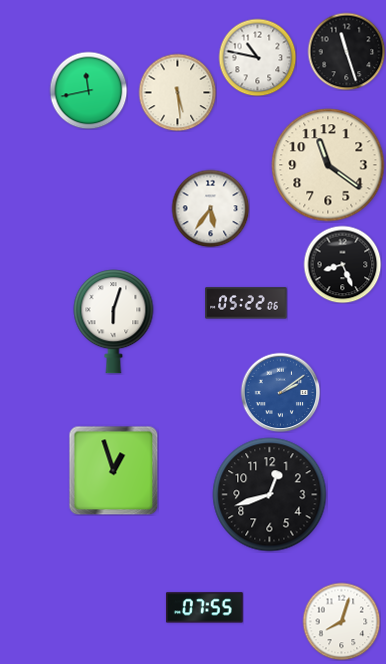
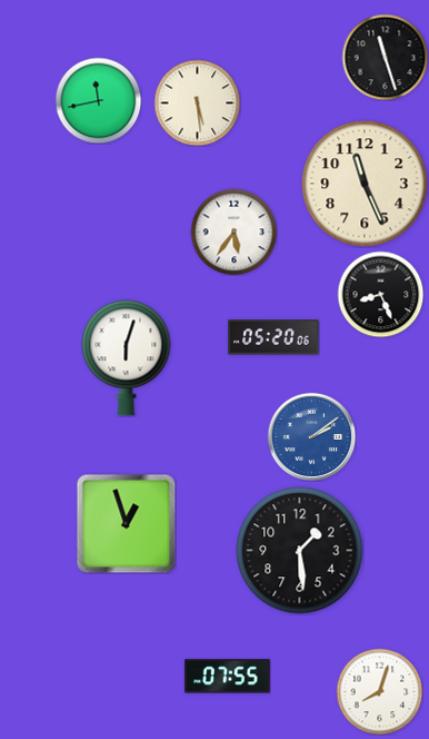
clock at (257, 57): 10:47 -> none
clock at (328, 165): 11:21 -> 11:26
clock at (246, 303): 05:22 -> 05:20
clock at (270, 495): 12:42 -> 1:29
